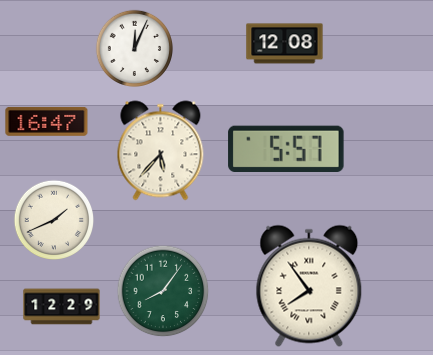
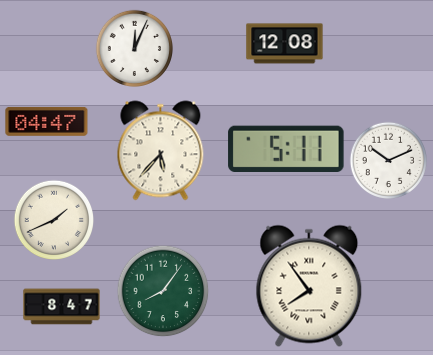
clock at (47, 121): 16:47 -> 04:47
clock at (286, 148): 5:57 -> 5:11
clock at (388, 160): none -> 10:11
clock at (62, 307): 12:29 -> 8:47
